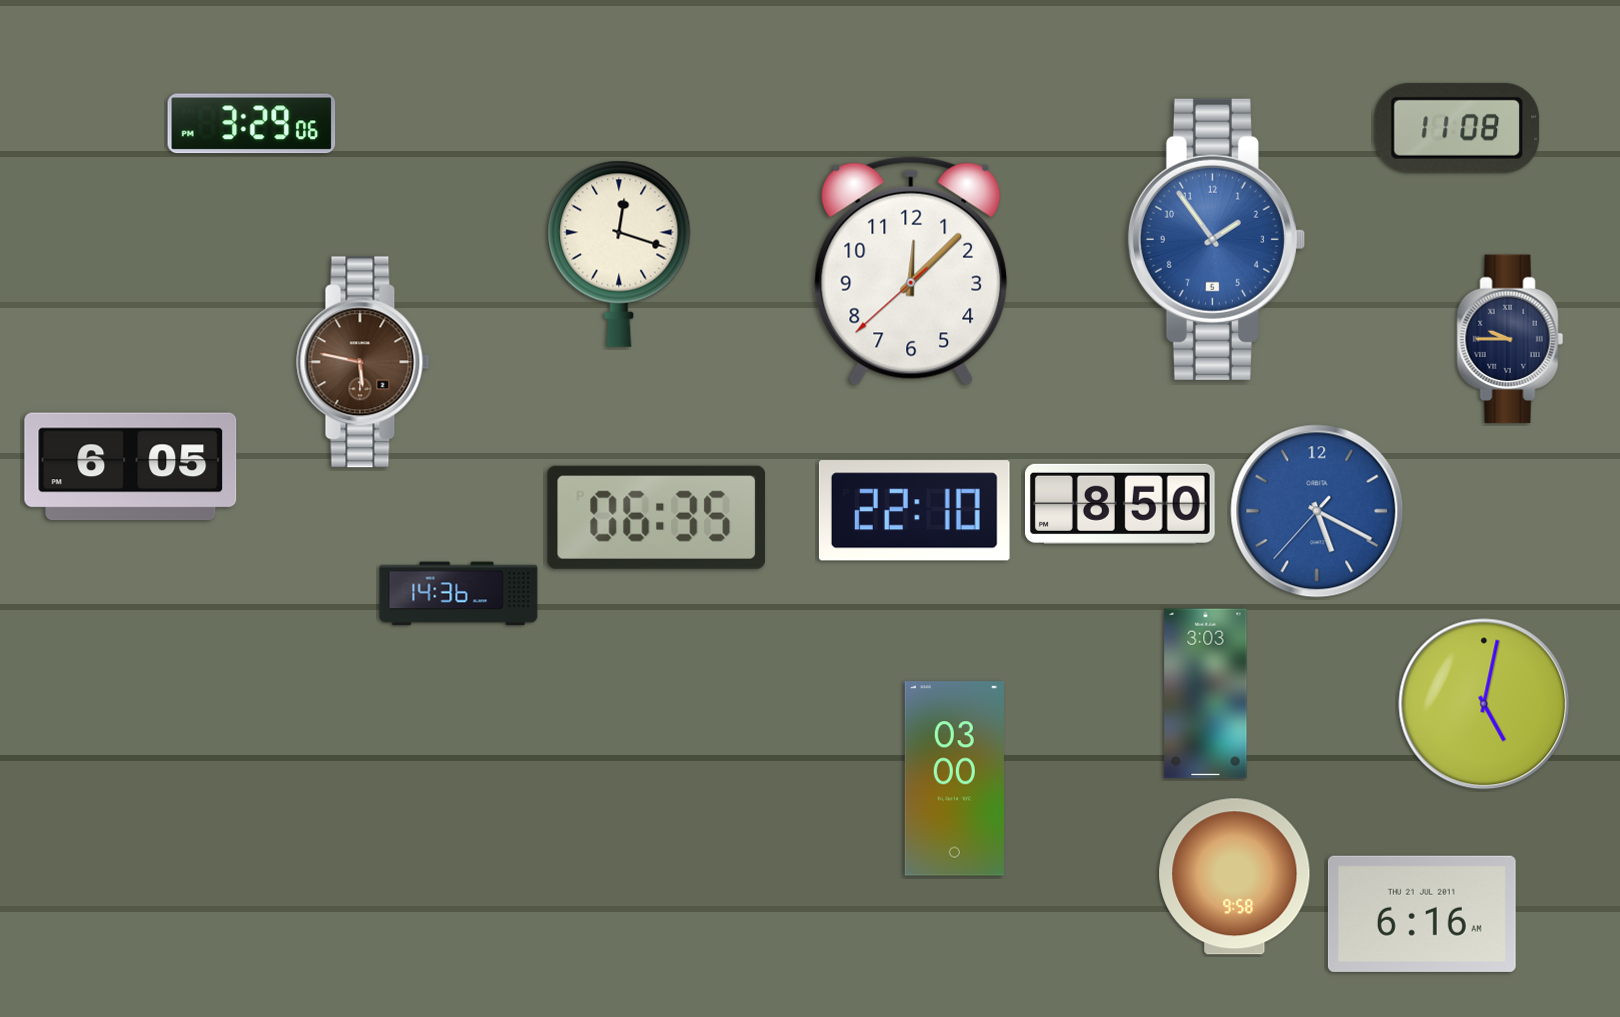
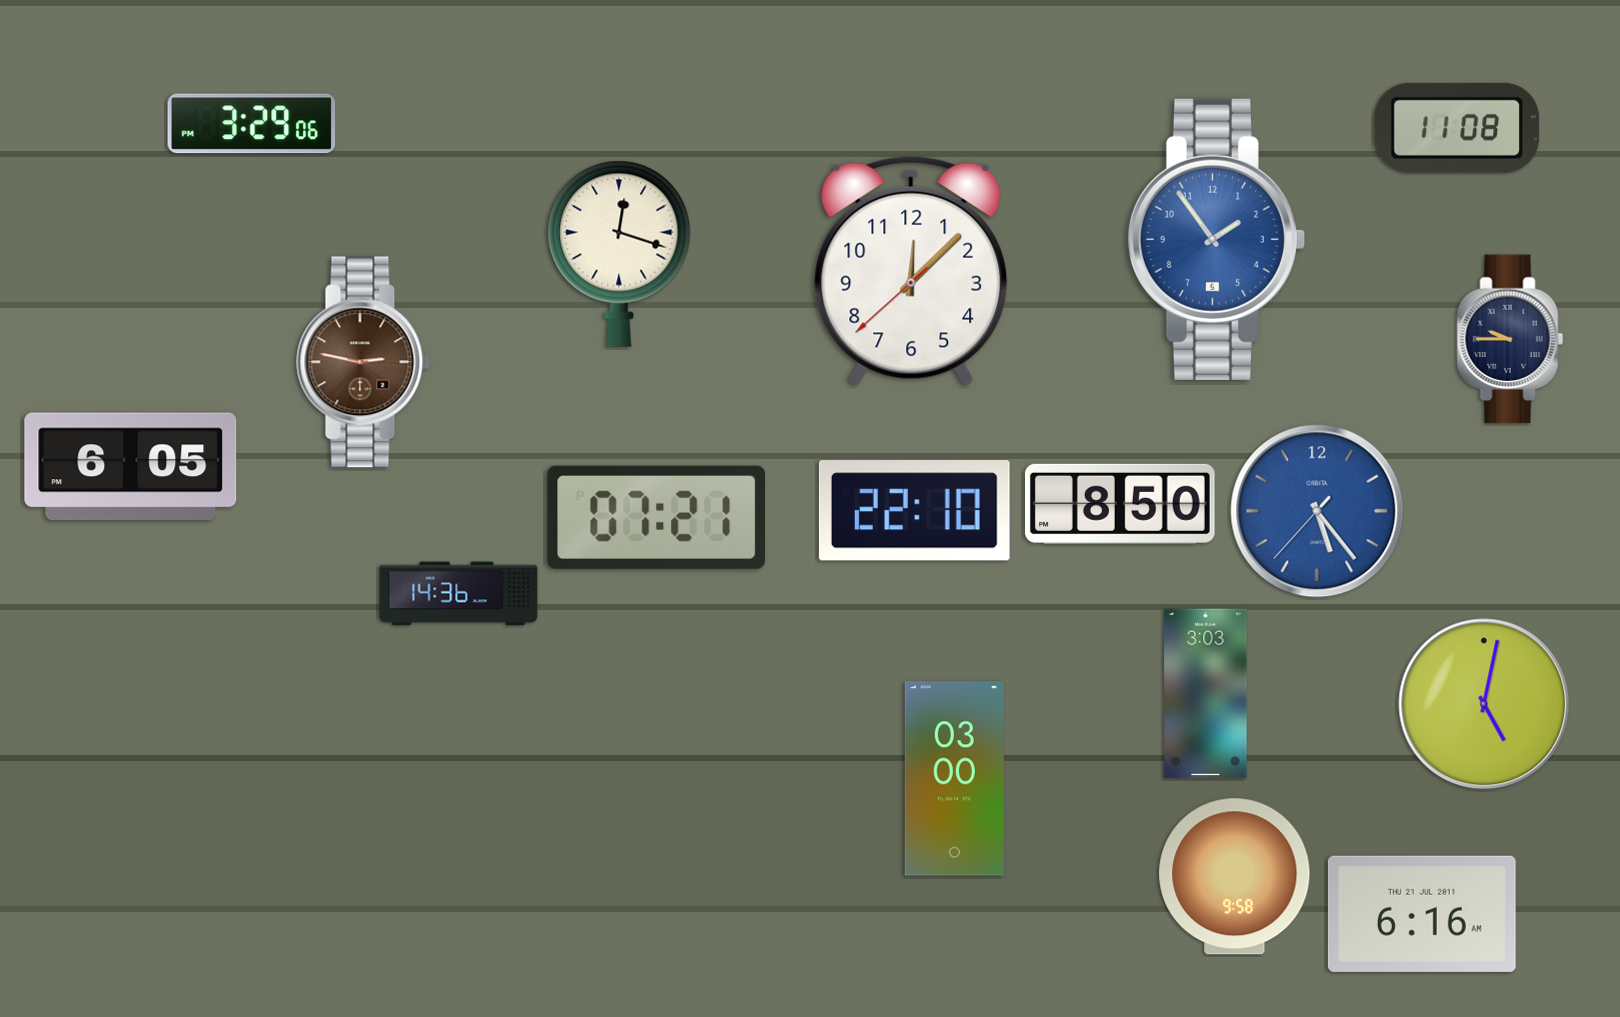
clock at (363, 362): 5:47 -> 2:47
clock at (1317, 511): 5:19 -> 5:23
clock at (656, 517): 06:35 -> 07:21
